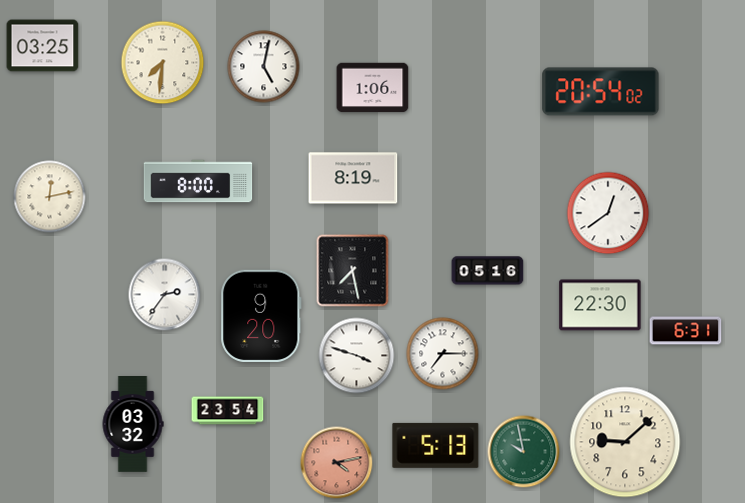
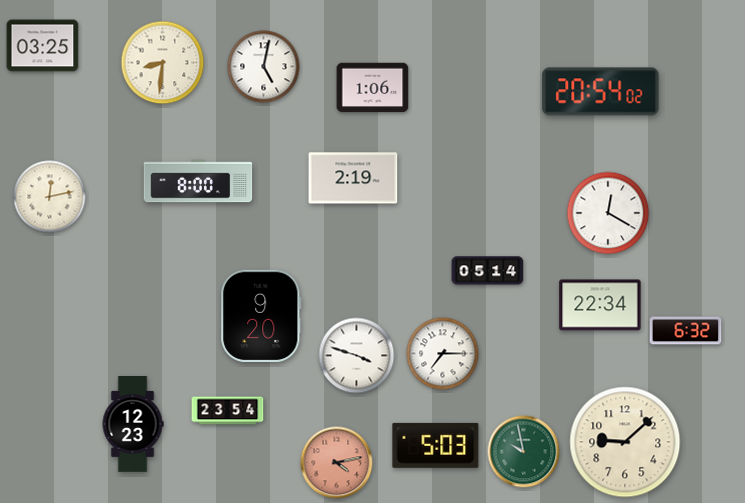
clock at (163, 63): 7:31 -> 8:31
clock at (353, 178): 8:19 -> 2:19
clock at (608, 213): 12:39 -> 12:20
clock at (353, 271): 7:28 -> none
clock at (488, 271): 05:16 -> 05:14
clock at (165, 295): 2:36 -> none
clock at (600, 305): 22:30 -> 22:34
clock at (686, 331): 6:31 -> 6:32
clock at (133, 425): 03:32 -> 12:23
clock at (436, 445): 5:13 -> 5:03
